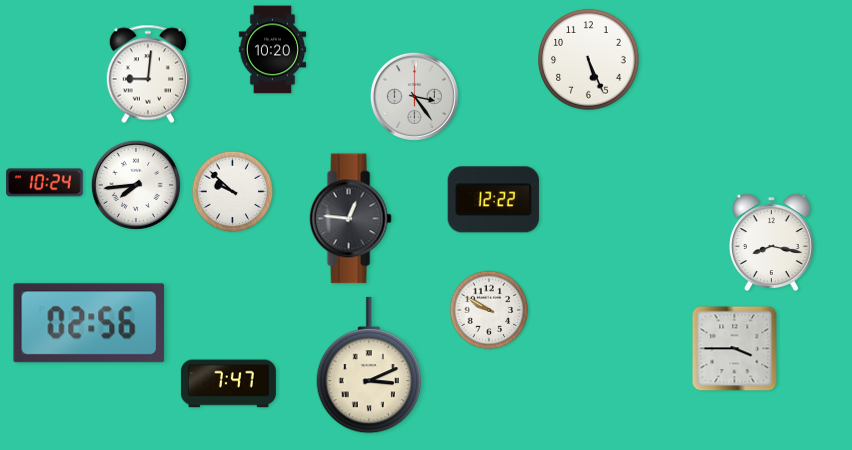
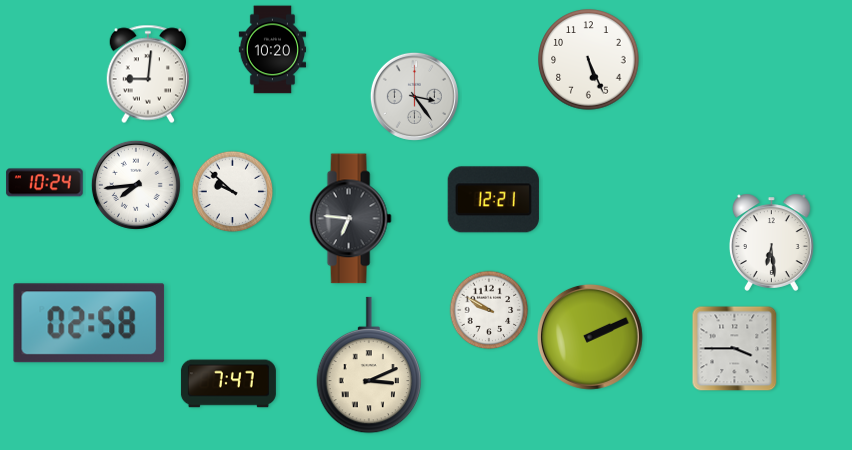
clock at (493, 200): 12:22 -> 12:21
clock at (350, 219): 12:46 -> 6:46
clock at (772, 242): 8:17 -> 6:29
clock at (89, 323): 02:56 -> 02:58
clock at (590, 337): none -> 2:11
